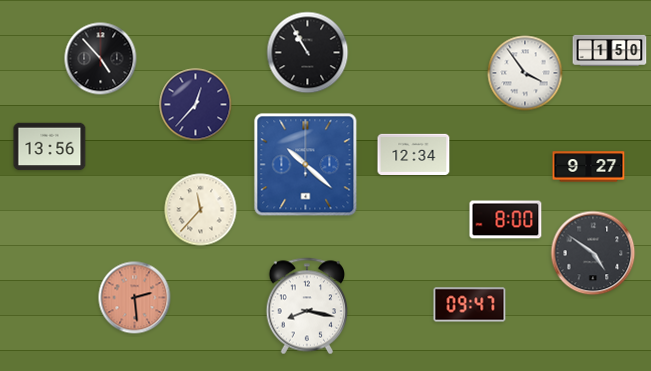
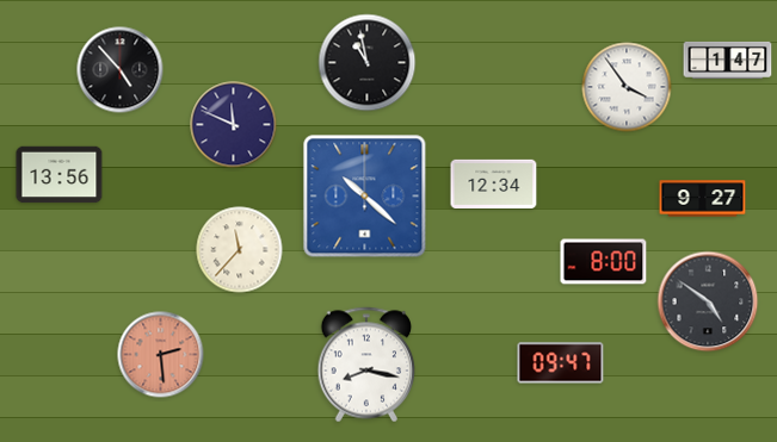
clock at (610, 50): 1:50 -> 1:47
clock at (308, 53): 10:55 -> 10:58
clock at (196, 105): 12:37 -> 11:49
